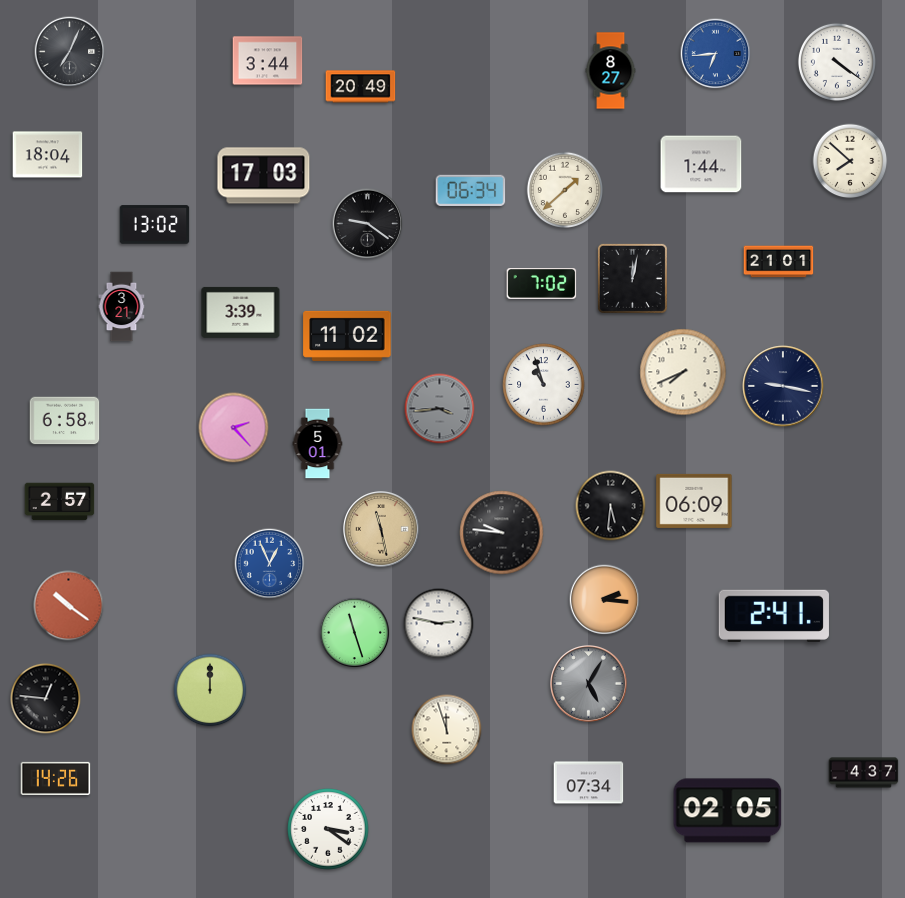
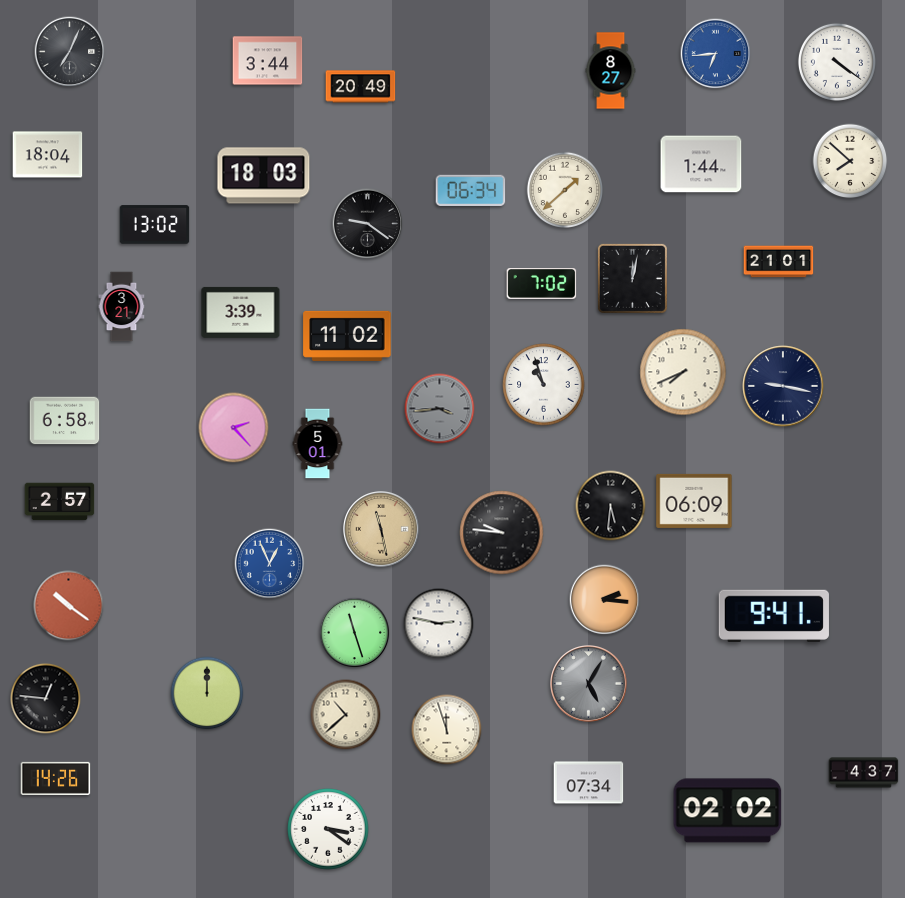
clock at (264, 176): 17:03 -> 18:03
clock at (774, 616): 2:41 -> 9:41
clock at (210, 690) position: (210, 690) -> (207, 693)
clock at (346, 715): none -> 10:38
clock at (728, 811): 02:05 -> 02:02
